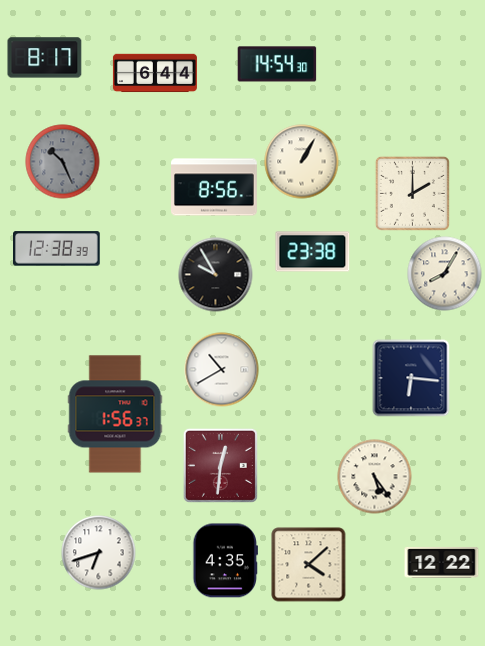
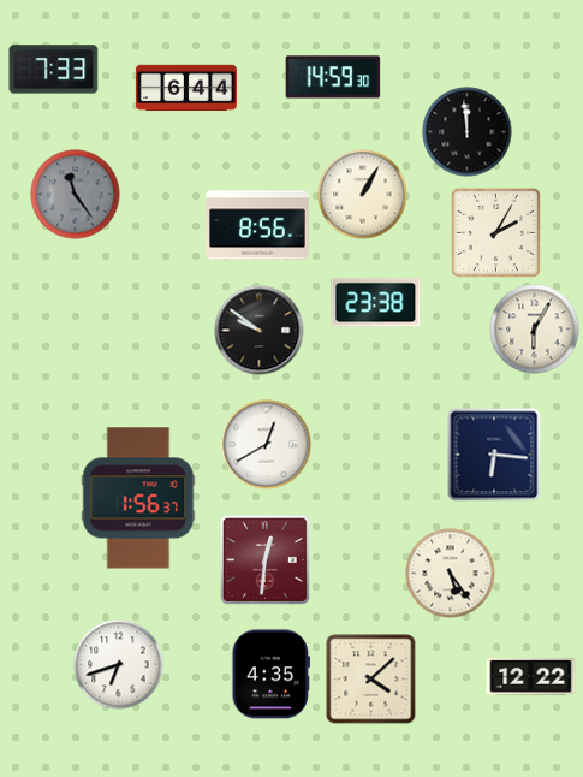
clock at (45, 58): 8:17 -> 7:33
clock at (277, 64): 14:54 -> 14:59
clock at (468, 132): none -> 11:59
clock at (63, 162): 10:26 -> 11:24
clock at (412, 193): 2:00 -> 2:05
clock at (57, 249): 12:38 -> none
clock at (445, 274): 8:05 -> 6:05
clock at (216, 275): 9:55 -> 9:51
clock at (222, 370): 10:40 -> 12:40
